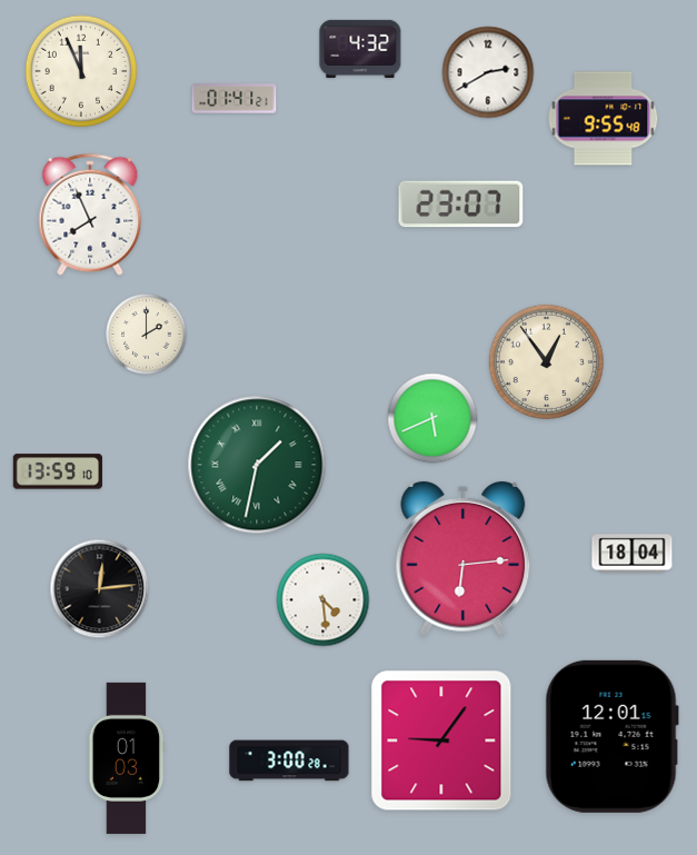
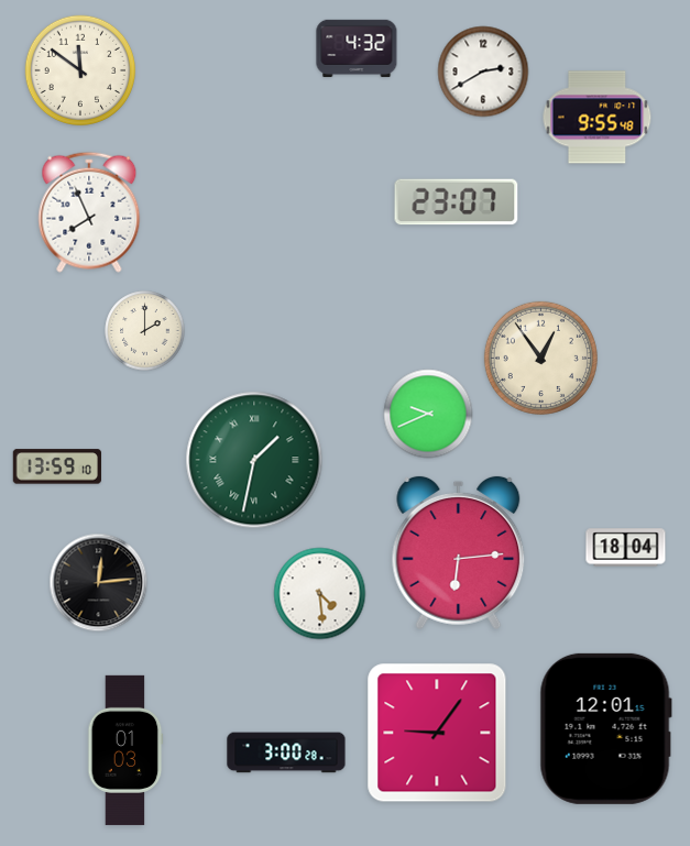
clock at (81, 71): 11:56 -> 11:51
clock at (235, 99): 01:41 -> none
clock at (432, 418): 5:41 -> 9:41
